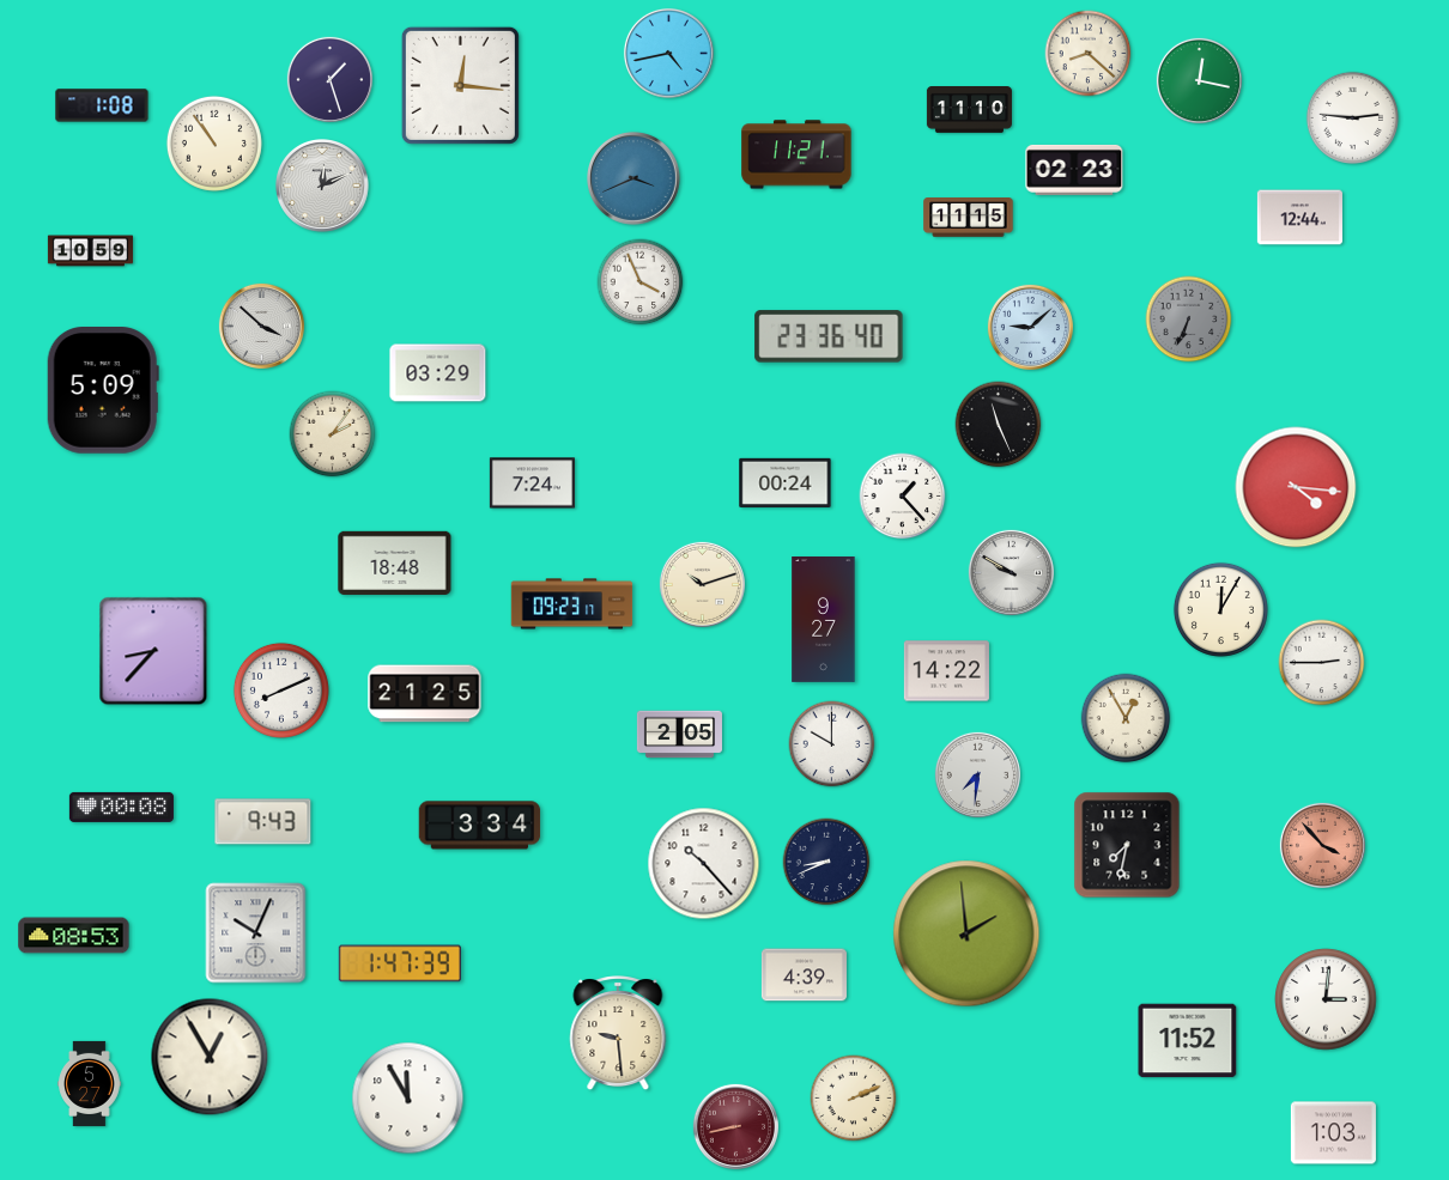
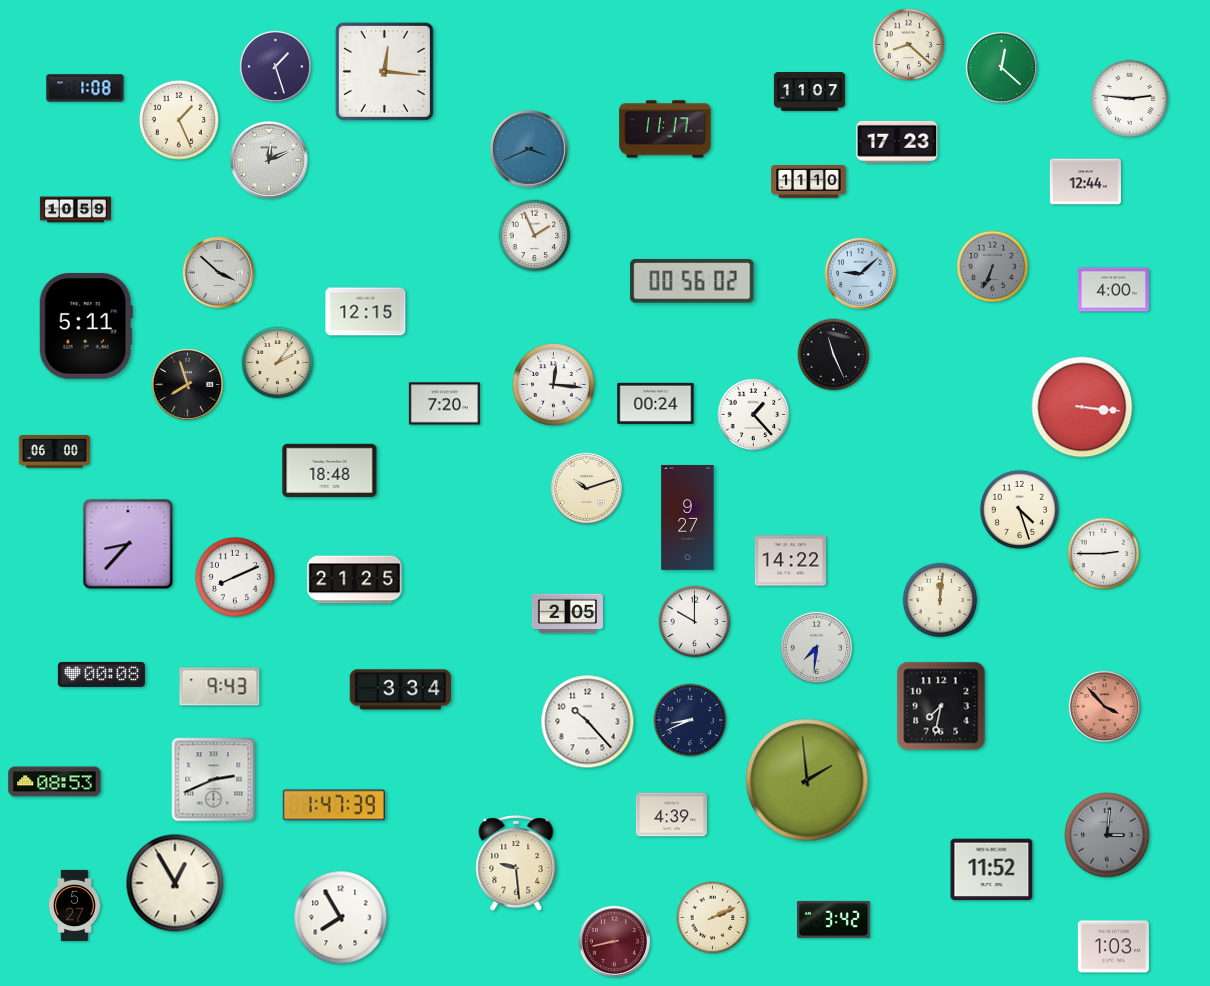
clock at (668, 53): 4:43 -> none
clock at (1199, 80): 12:17 -> 12:22
clock at (969, 110): 11:10 -> 11:07
clock at (214, 144): 10:54 -> 1:26
clock at (796, 154): 11:21 -> 11:17
clock at (1074, 170): 02:23 -> 17:23
clock at (323, 187) position: (323, 187) -> (270, 161)
clock at (969, 218): 11:15 -> 11:10
clock at (641, 282): 3:56 -> 1:56
clock at (829, 336): 23:36 -> 00:56
clock at (1113, 290): none -> 4:00
clock at (438, 373): 03:29 -> 12:15
clock at (103, 391): 5:09 -> 5:11
clock at (187, 384): none -> 7:57
clock at (554, 385): none -> 12:16
clock at (532, 483): 7:24 -> 7:20
clock at (1296, 487): 4:16 -> 3:16
clock at (54, 452): none -> 06:00
clock at (1011, 572): 9:50 -> none
clock at (572, 604): 09:23 -> none
clock at (1220, 609): 12:05 -> 4:27
clock at (1126, 718): 12:55 -> 12:01
clock at (256, 933): 10:04 -> 2:41
clock at (74, 936) position: (74, 936) -> (55, 782)
clock at (1326, 999) dial: white -> grey
clock at (408, 1099): 11:55 -> 7:55
clock at (834, 919): none -> 3:42
